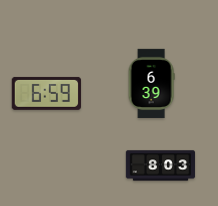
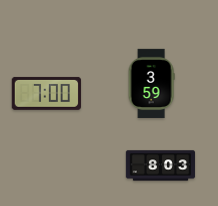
clock at (151, 84): 6:39 -> 3:59
clock at (46, 93): 6:59 -> 7:00
